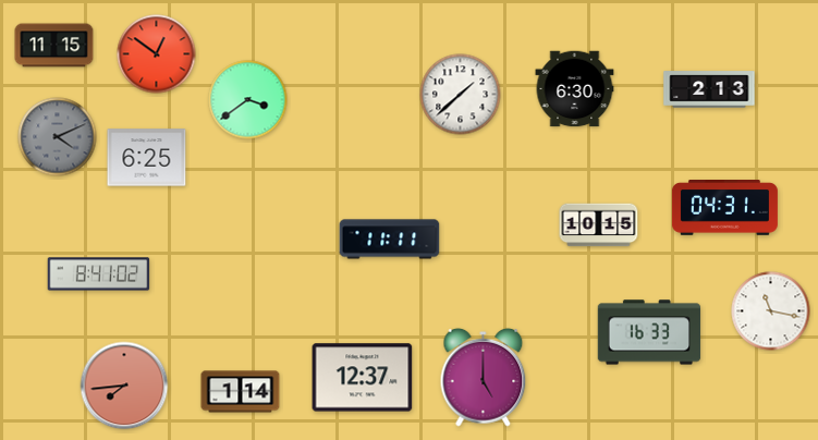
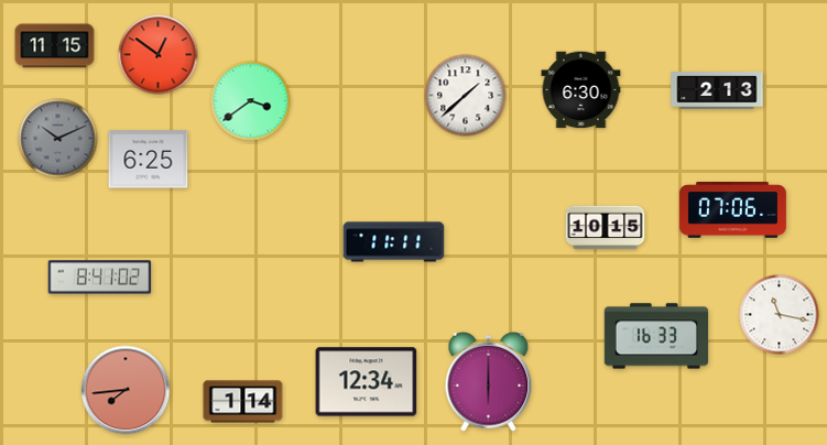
clock at (58, 137): 4:11 -> 10:11
clock at (724, 208): 04:31 -> 07:06
clock at (363, 378): 12:37 -> 12:34
clock at (484, 378): 5:00 -> 6:00
clock at (241, 392) position: (241, 392) -> (243, 402)
